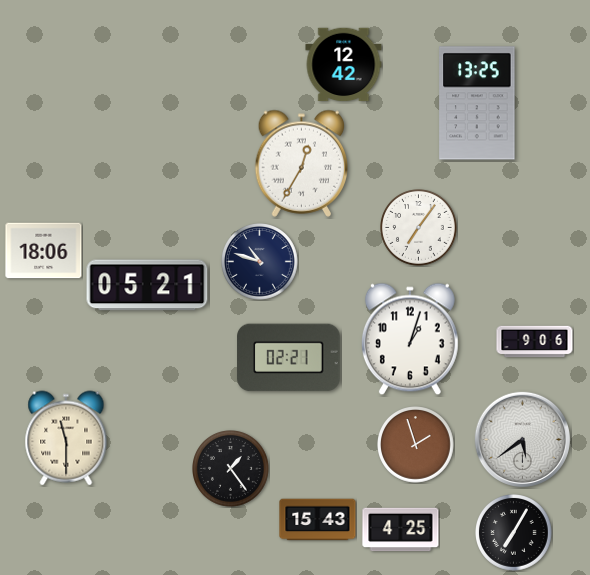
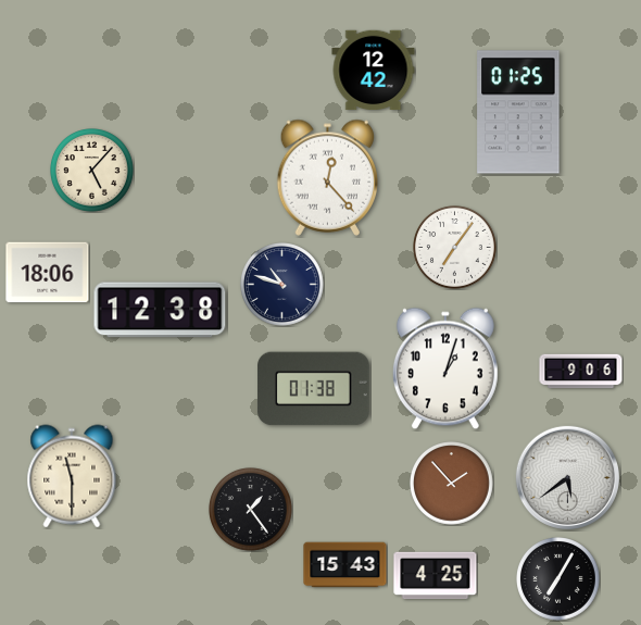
clock at (477, 103): 13:25 -> 01:25
clock at (92, 171): none -> 5:07
clock at (302, 163): 12:35 -> 12:23
clock at (147, 285): 05:21 -> 12:38
clock at (289, 358): 02:21 -> 01:38
clock at (416, 445): 1:57 -> 1:53
